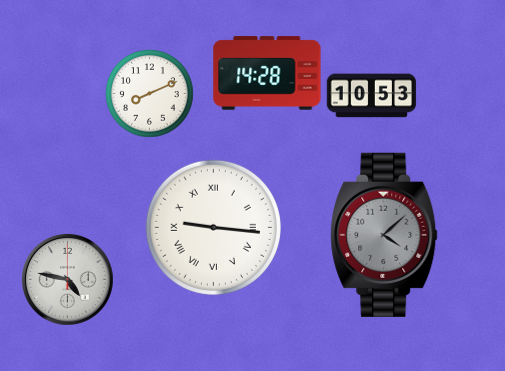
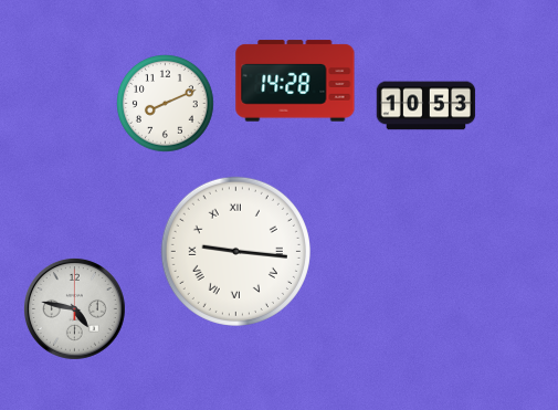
clock at (372, 96) position: (372, 96) -> (427, 106)
clock at (384, 235): 4:08 -> none
